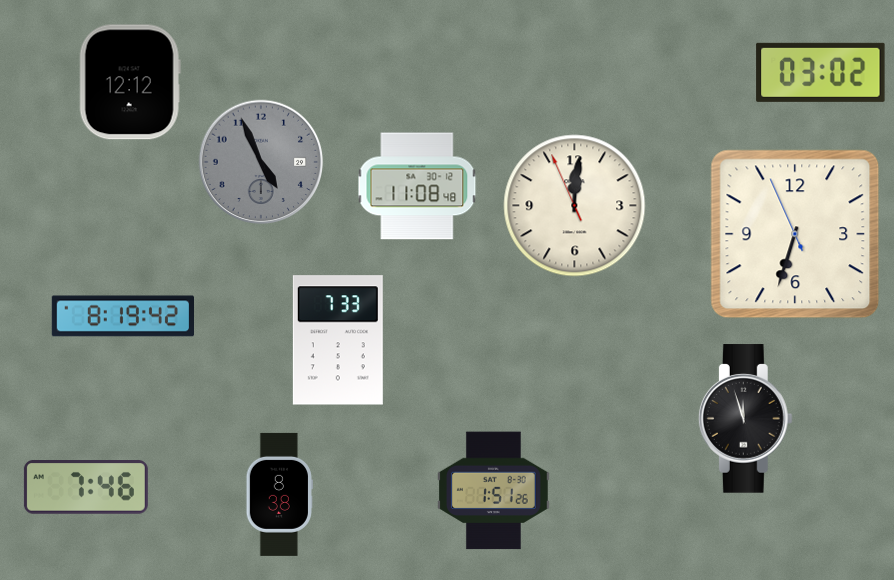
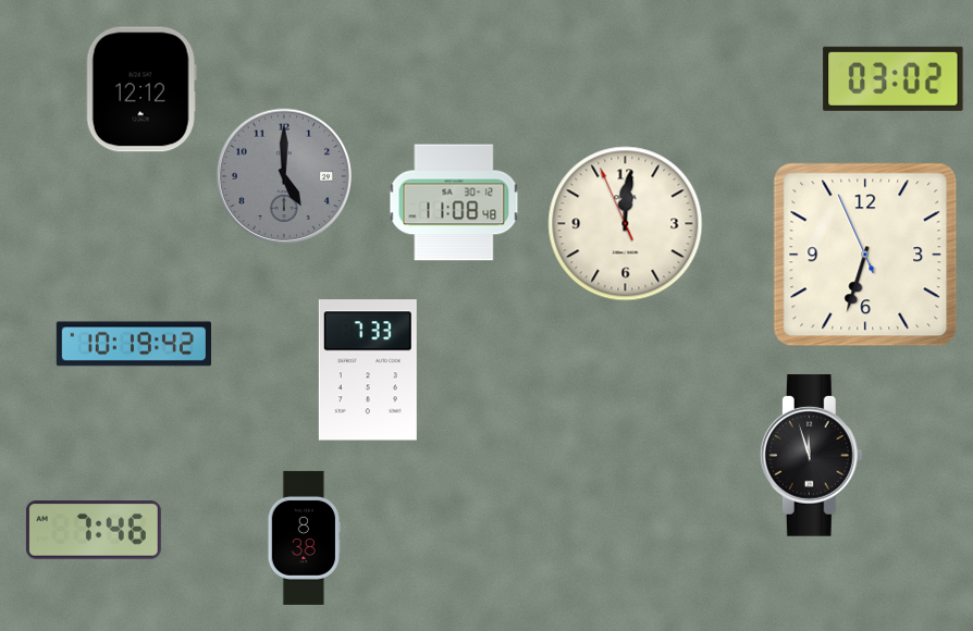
clock at (261, 162): 4:56 -> 5:00
clock at (123, 316): 8:19 -> 10:19
clock at (494, 491): 1:51 -> none
